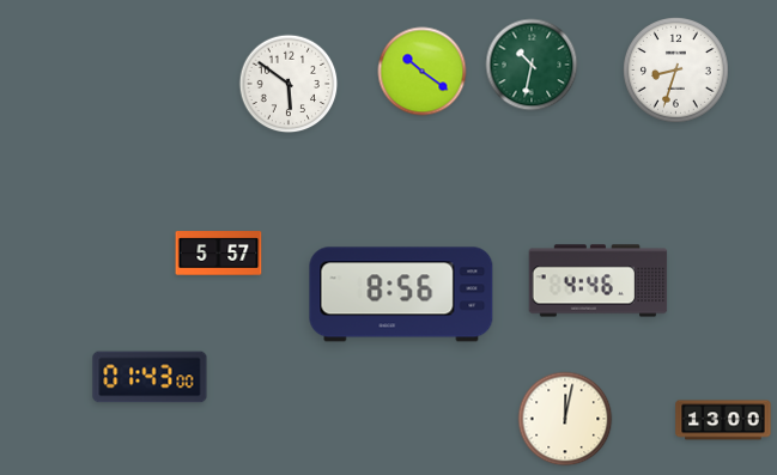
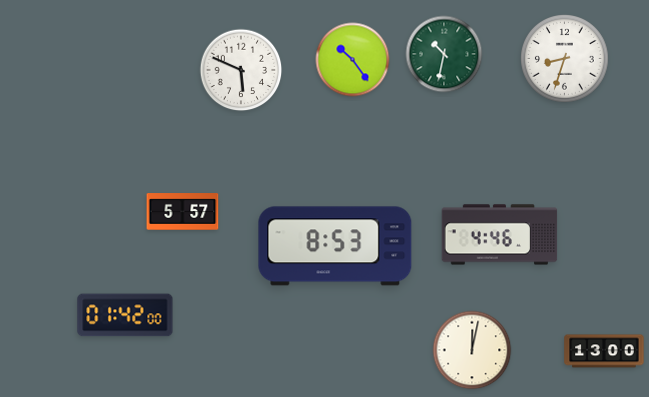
clock at (423, 72): 10:21 -> 10:24
clock at (289, 84): 5:51 -> 5:49
clock at (401, 294): 8:56 -> 8:53
clock at (150, 377): 01:43 -> 01:42
